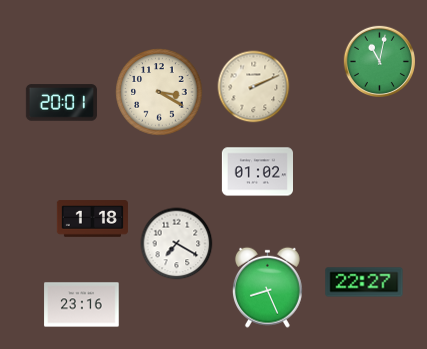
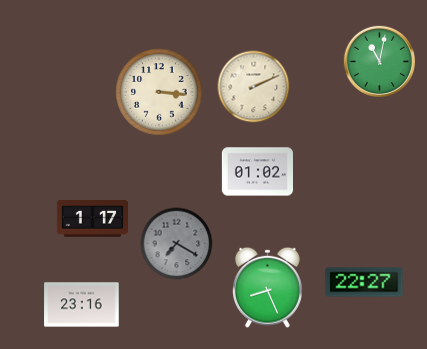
clock at (159, 92): 3:20 -> 3:16
clock at (61, 103): 20:01 -> none
clock at (92, 219): 1:18 -> 1:17
clock at (177, 244) dial: white -> grey
